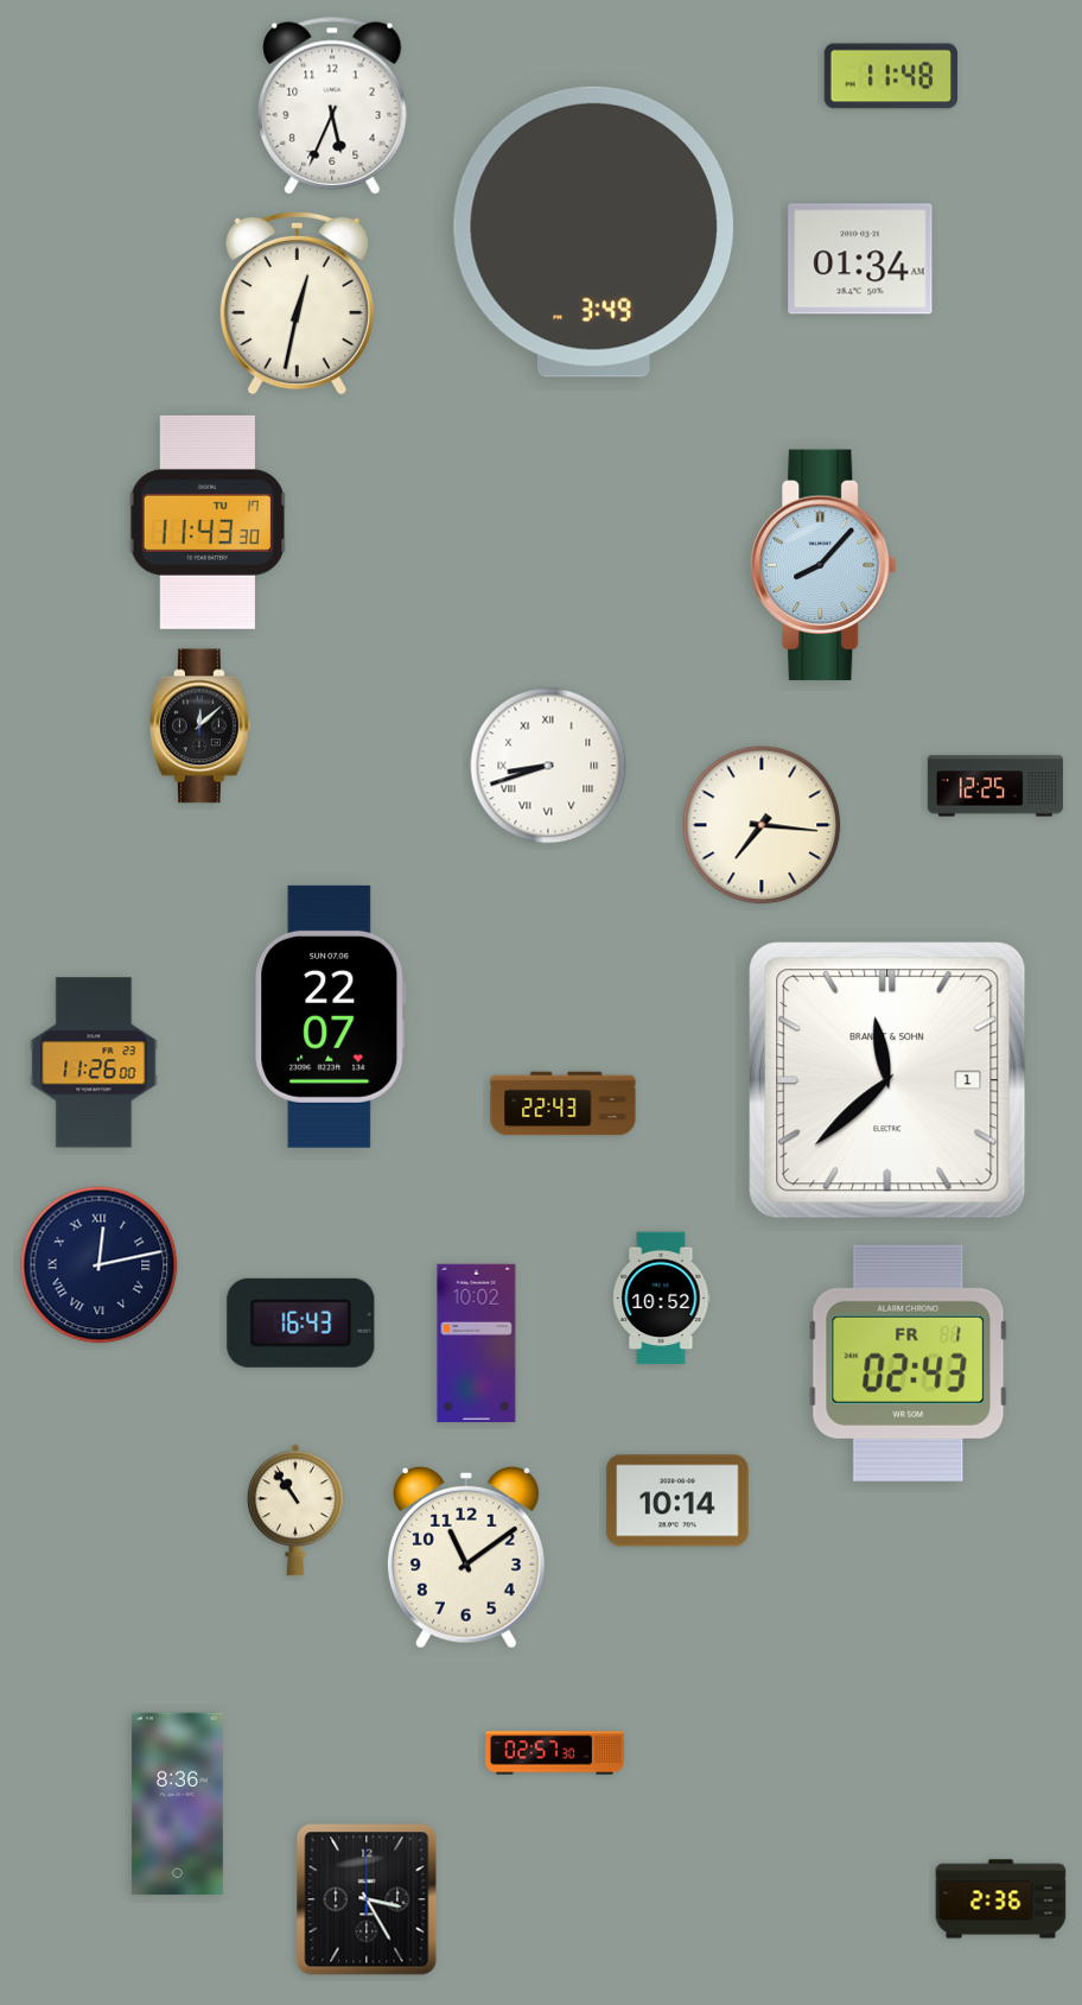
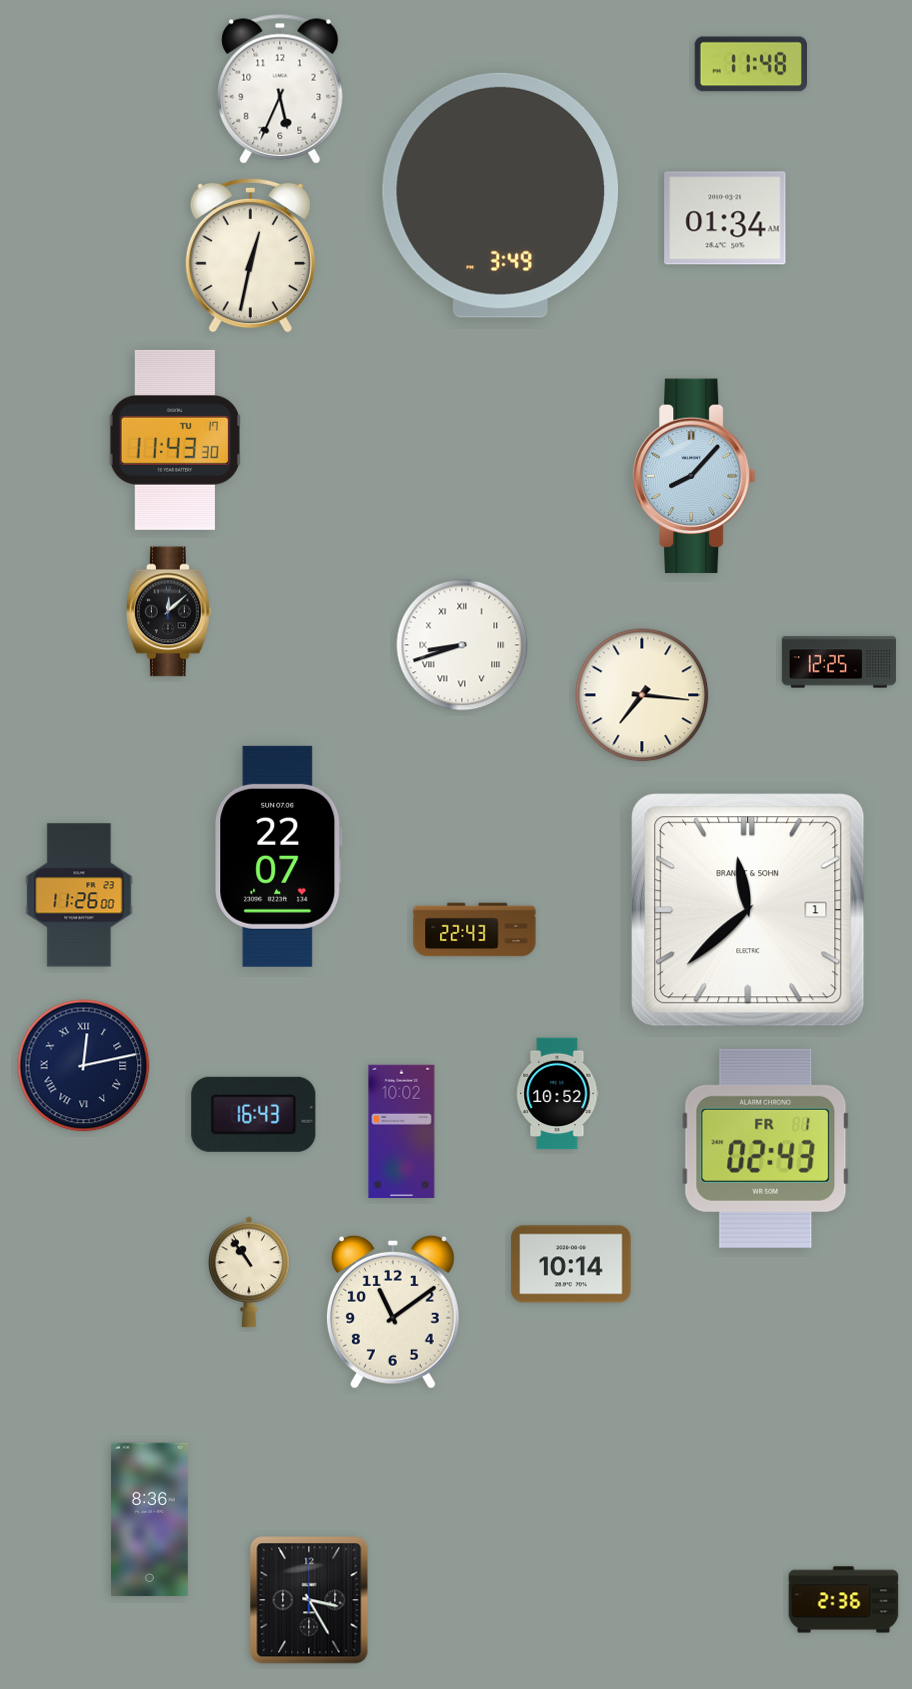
clock at (555, 1753): 02:57 -> none
